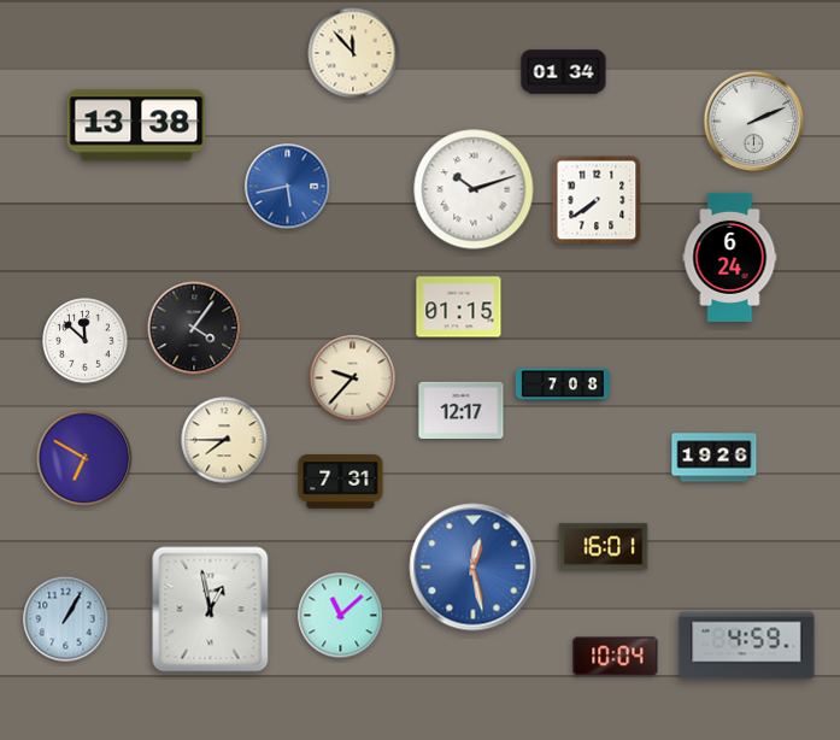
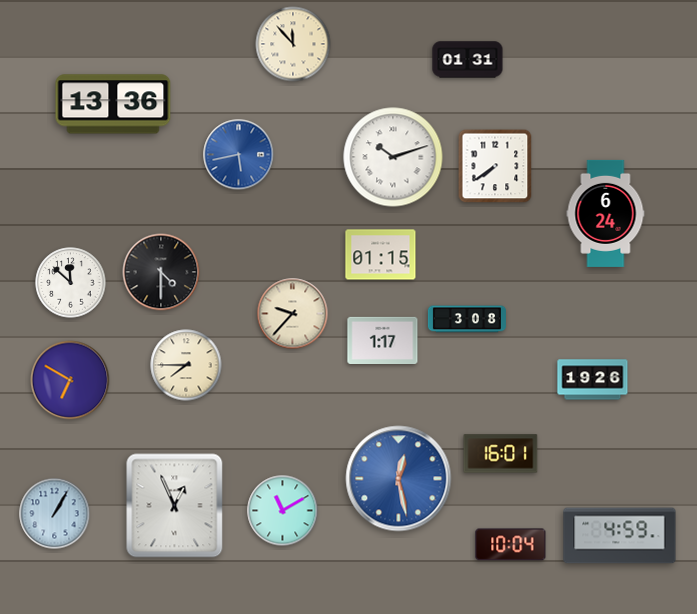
clock at (564, 72): 01:34 -> 01:31
clock at (754, 122): 2:11 -> none
clock at (136, 125): 13:38 -> 13:36
clock at (194, 328): 4:06 -> 4:30
clock at (563, 384): 7:08 -> 3:08
clock at (462, 410): 12:17 -> 1:17
clock at (341, 482): 7:31 -> none
clock at (474, 568) position: (474, 568) -> (399, 479)
clock at (211, 610): 12:58 -> 12:56
clock at (341, 616): 11:08 -> 11:10
